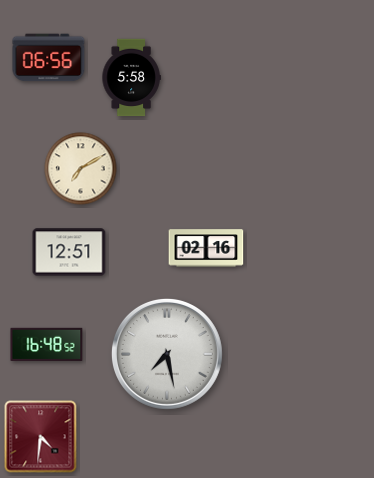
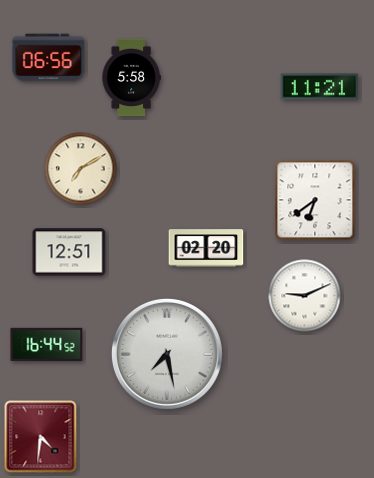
clock at (320, 87): none -> 11:21
clock at (315, 200): none -> 6:39
clock at (206, 248): 02:16 -> 02:20
clock at (305, 296): none -> 9:11
clock at (47, 344): 16:48 -> 16:44
